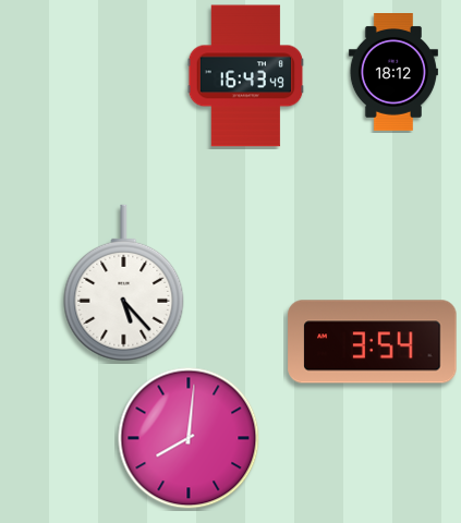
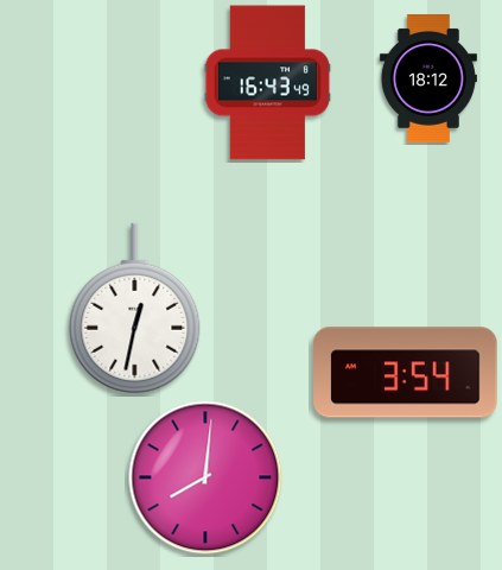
clock at (124, 283): 5:23 -> 12:32
